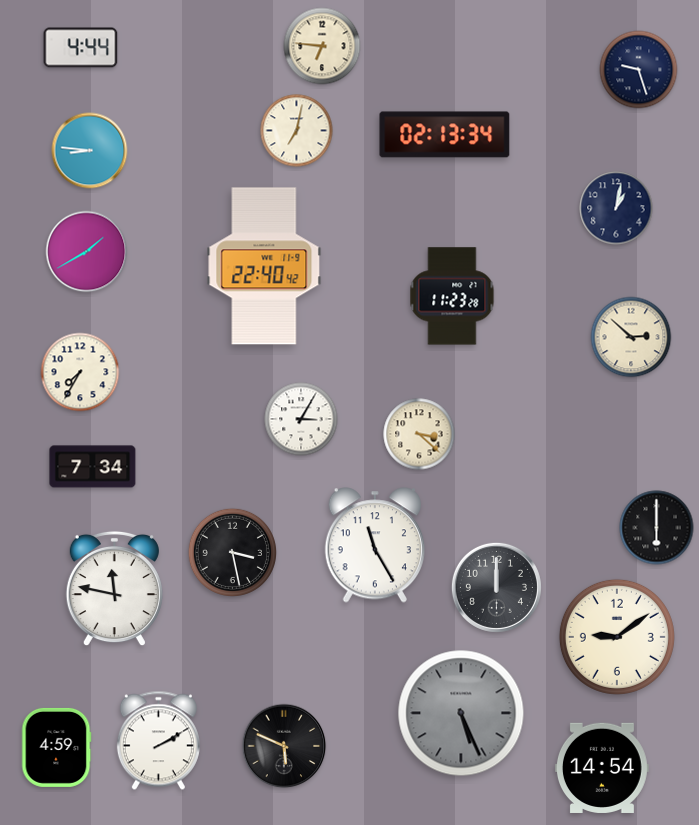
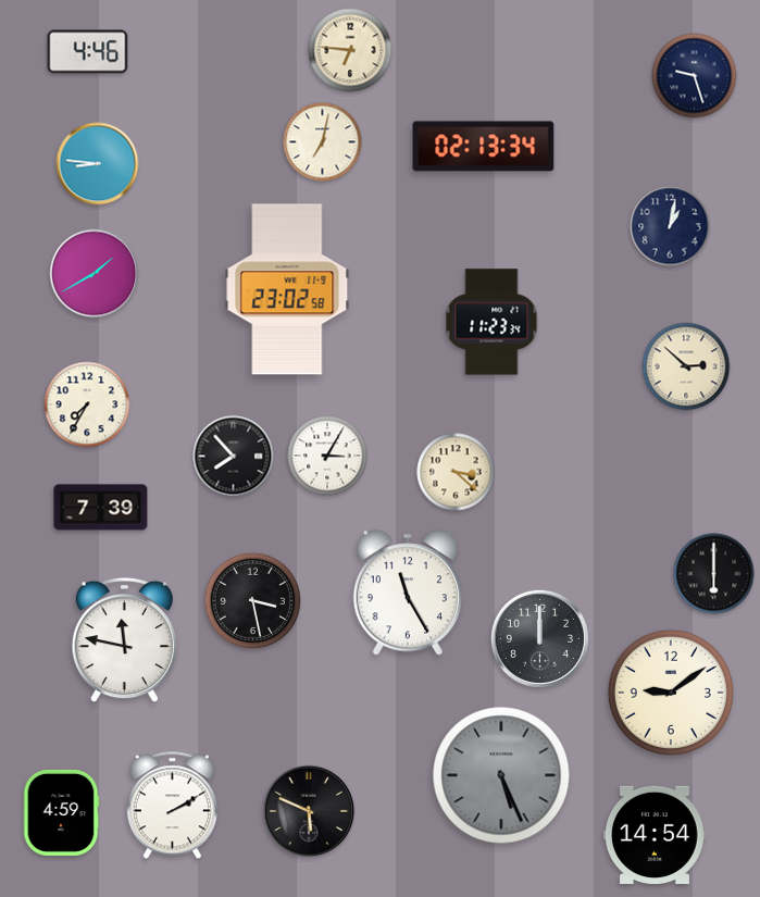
clock at (81, 48): 4:44 -> 4:46
clock at (264, 266): 22:40 -> 23:02
clock at (452, 296): 11:23:28 -> 11:23:34
clock at (234, 457): none -> 7:53
clock at (93, 467): 7:34 -> 7:39
